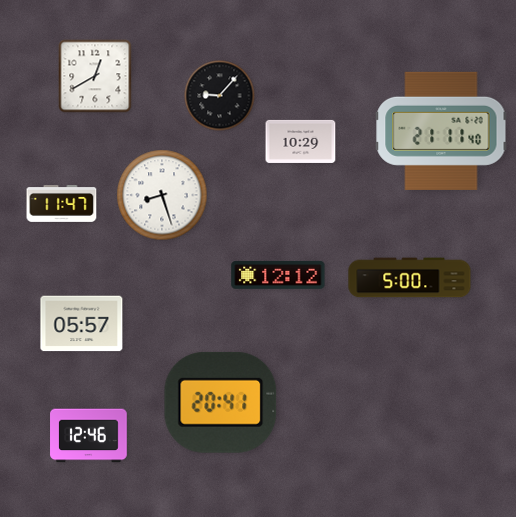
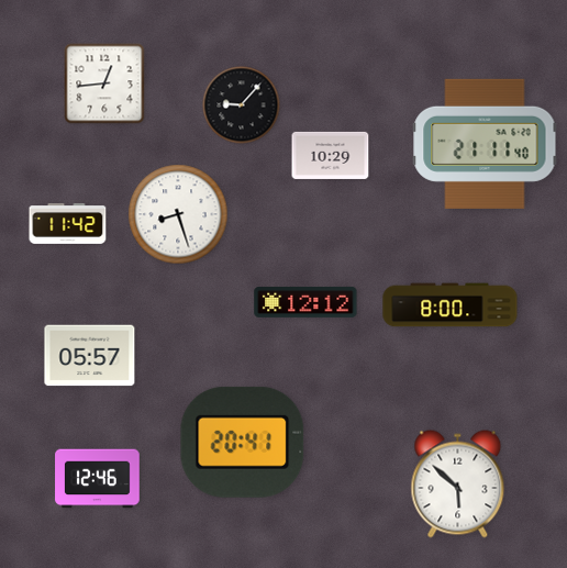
clock at (95, 76): 12:40 -> 12:44
clock at (62, 204): 11:47 -> 11:42
clock at (410, 278): 5:00 -> 8:00
clock at (458, 485): none -> 5:52
